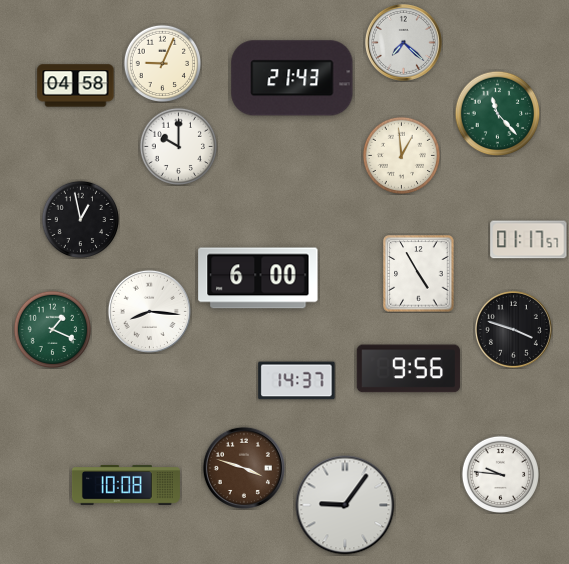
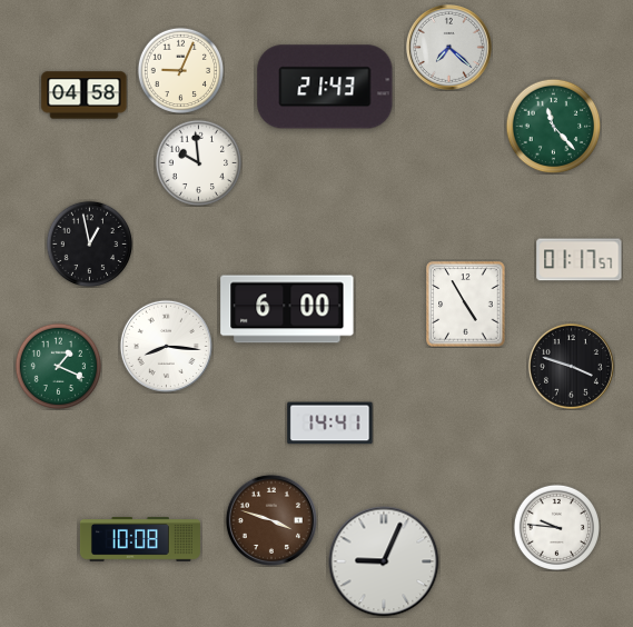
clock at (178, 146): 10:00 -> 9:59
clock at (401, 155): 12:59 -> none
clock at (529, 240) position: (529, 240) -> (580, 260)
clock at (408, 369): 9:56 -> none
clock at (297, 381): 14:37 -> 14:41
clock at (345, 505): 9:06 -> 9:04
